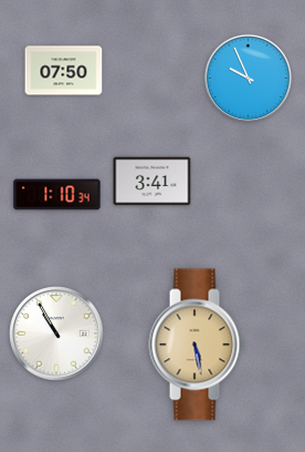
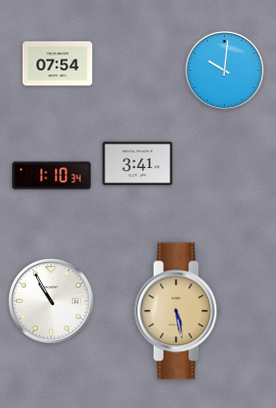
clock at (64, 71): 07:50 -> 07:54
clock at (248, 78): 9:56 -> 10:01
